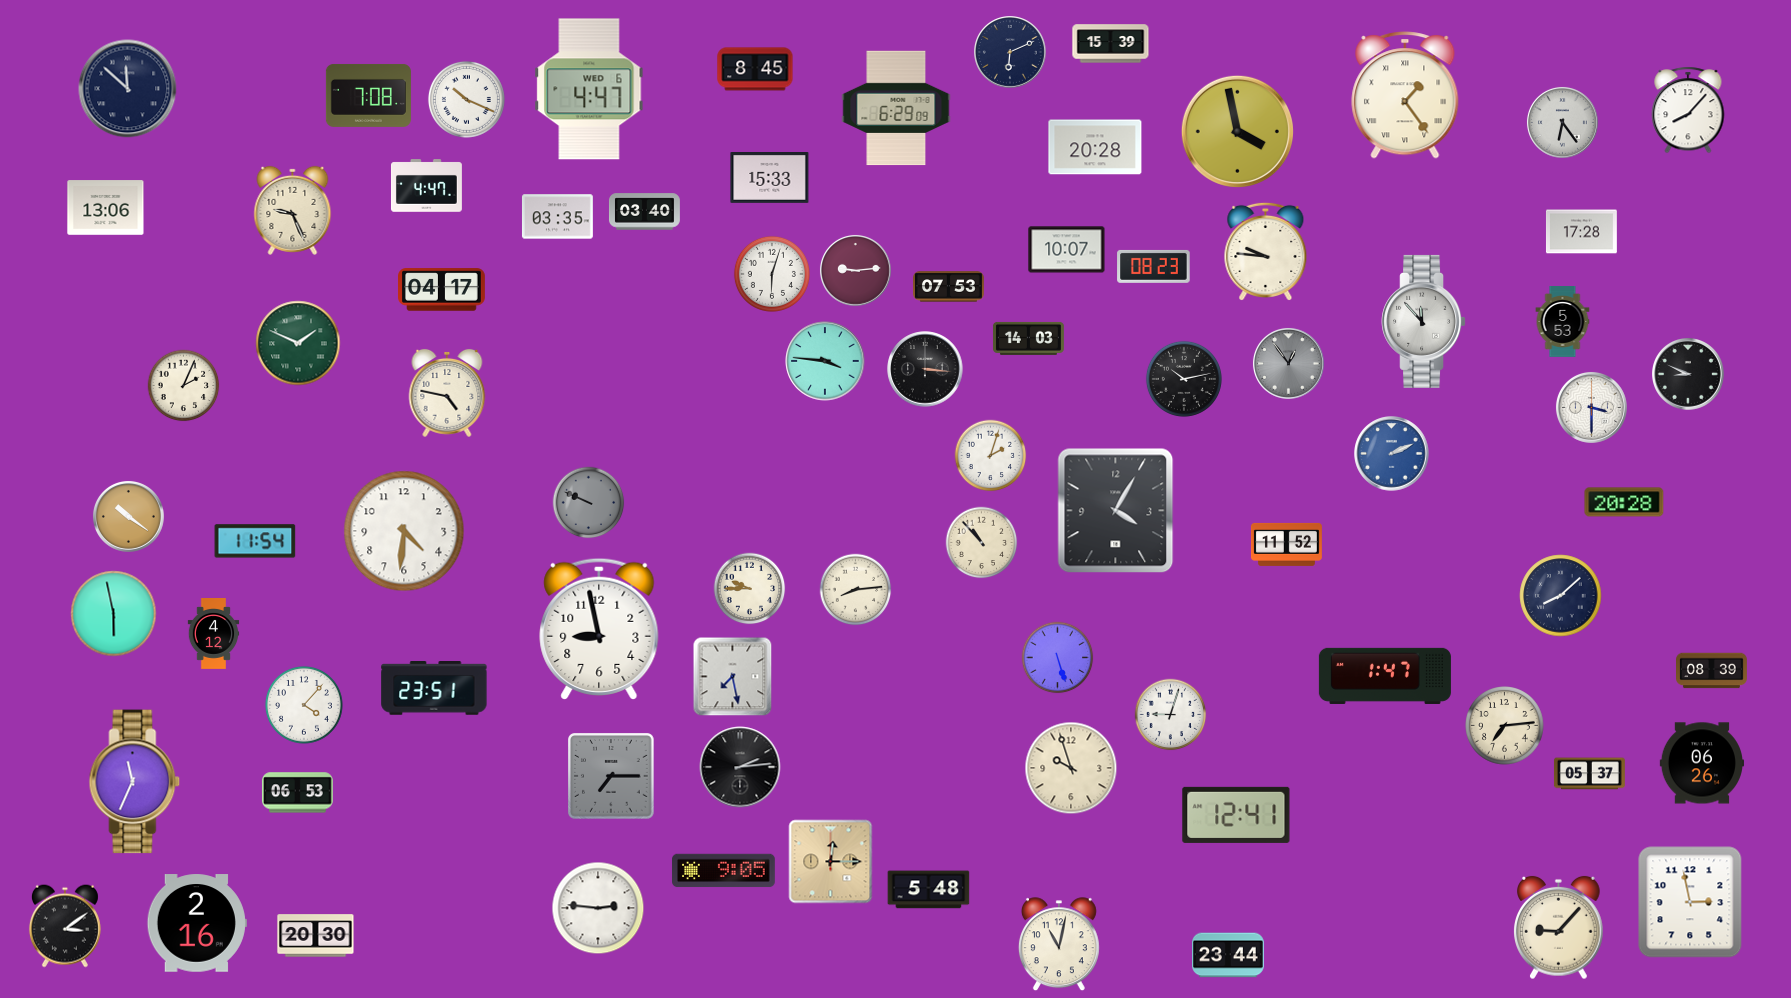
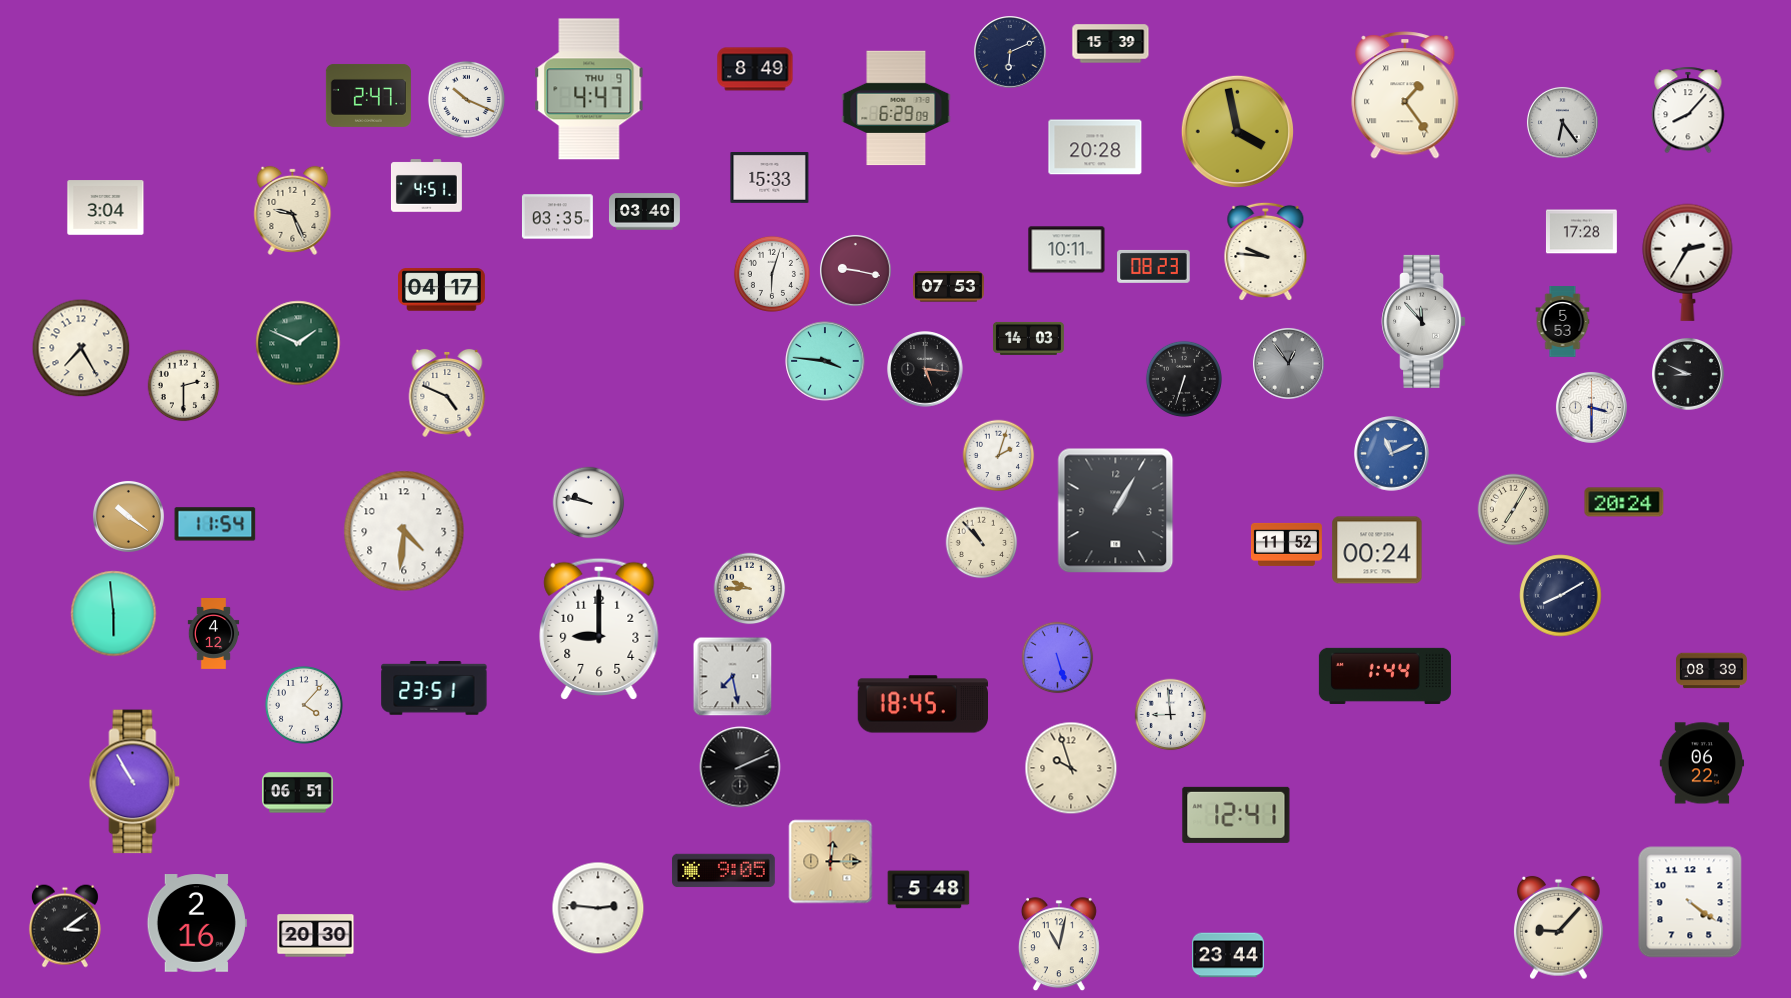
clock at (755, 69): 8:45 -> 8:49
clock at (128, 89): 11:52 -> none
clock at (589, 89) date: WED 6 -> THU 9
clock at (368, 95): 7:08 -> 2:47
clock at (426, 186): 4:47 -> 4:51
clock at (106, 208): 13:06 -> 3:04
clock at (1067, 250): 10:07 -> 10:11
clock at (1688, 262): none -> 2:35
clock at (855, 270): 9:14 -> 9:17
clock at (81, 348): none -> 7:25
clock at (925, 369): 3:16 -> 5:16
clock at (1184, 379): 10:13 -> 6:33
clock at (184, 386): 2:04 -> 2:30
clock at (447, 393): 4:47 -> 4:49
clock at (1392, 454): 2:11 -> 11:11
clock at (991, 456) position: (991, 456) -> (999, 456)
clock at (1624, 502): 20:28 -> 20:24
clock at (589, 503): 9:49 -> 9:47
clock at (589, 503) dial: grey -> white
clock at (1514, 510): none -> 7:05
clock at (1116, 511): 4:05 -> 1:05
clock at (255, 541) position: (255, 541) -> (215, 524)
clock at (1377, 550): none -> 00:24
clock at (856, 590): 8:14 -> none
clock at (1561, 596): 8:08 -> 8:10
clock at (114, 614): 5:58 -> 5:59
clock at (599, 628): 8:58 -> 9:00
clock at (1385, 676): 1:47 -> 1:44
clock at (923, 704): none -> 18:45
clock at (1171, 715): 9:03 -> 8:59
clock at (1505, 726): 7:14 -> none
clock at (1701, 763): 06:26 -> 06:22
clock at (740, 767): 2:14 -> 2:11
clock at (1589, 774): 05:37 -> none
clock at (612, 777): 7:15 -> none
clock at (135, 782): 11:34 -> 10:55
clock at (297, 793): 06:53 -> 06:51
clock at (1690, 902): 2:58 -> 4:21
